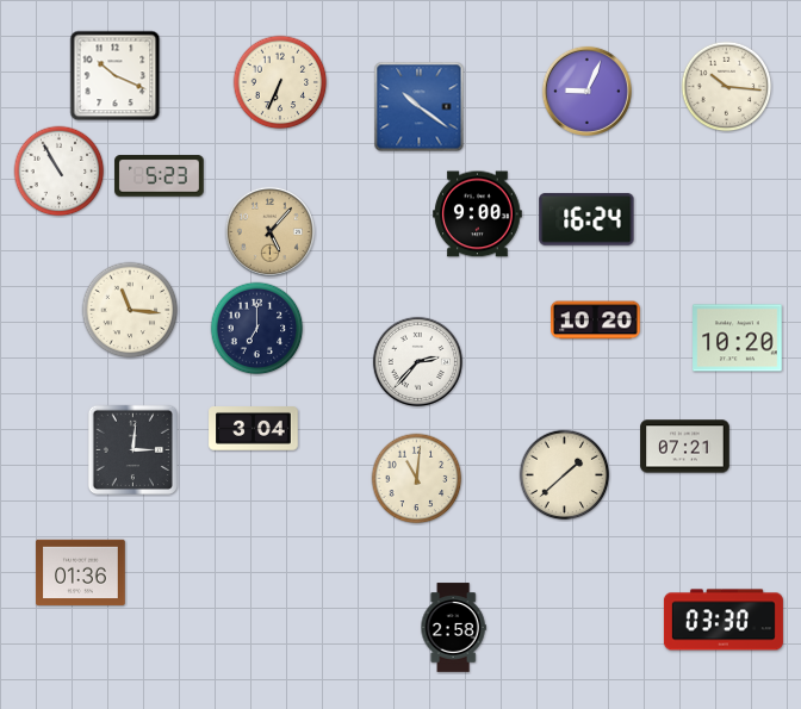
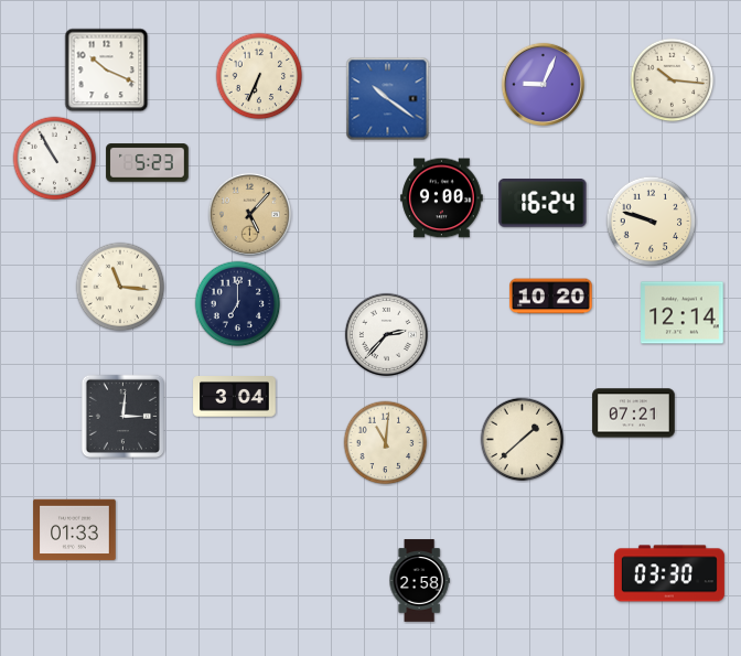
clock at (652, 222): none -> 9:48
clock at (738, 338): 10:20 -> 12:14
clock at (81, 573): 01:36 -> 01:33
